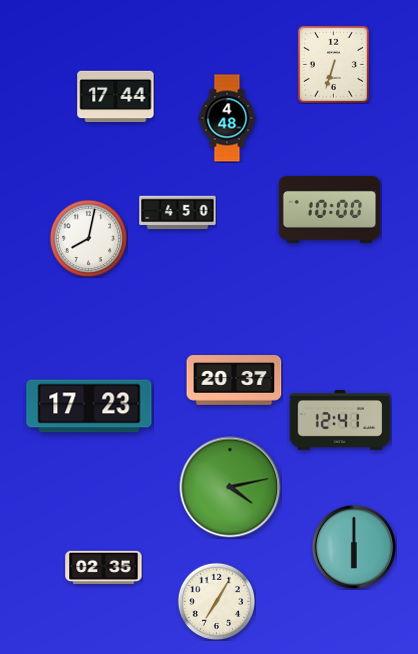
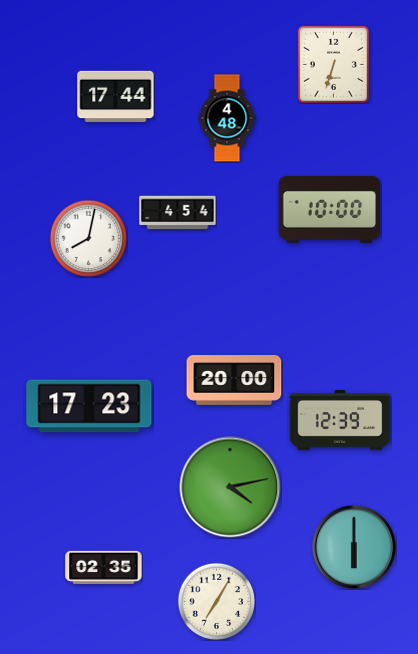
clock at (178, 213): 4:50 -> 4:54
clock at (234, 381): 20:37 -> 20:00
clock at (340, 420): 12:41 -> 12:39
